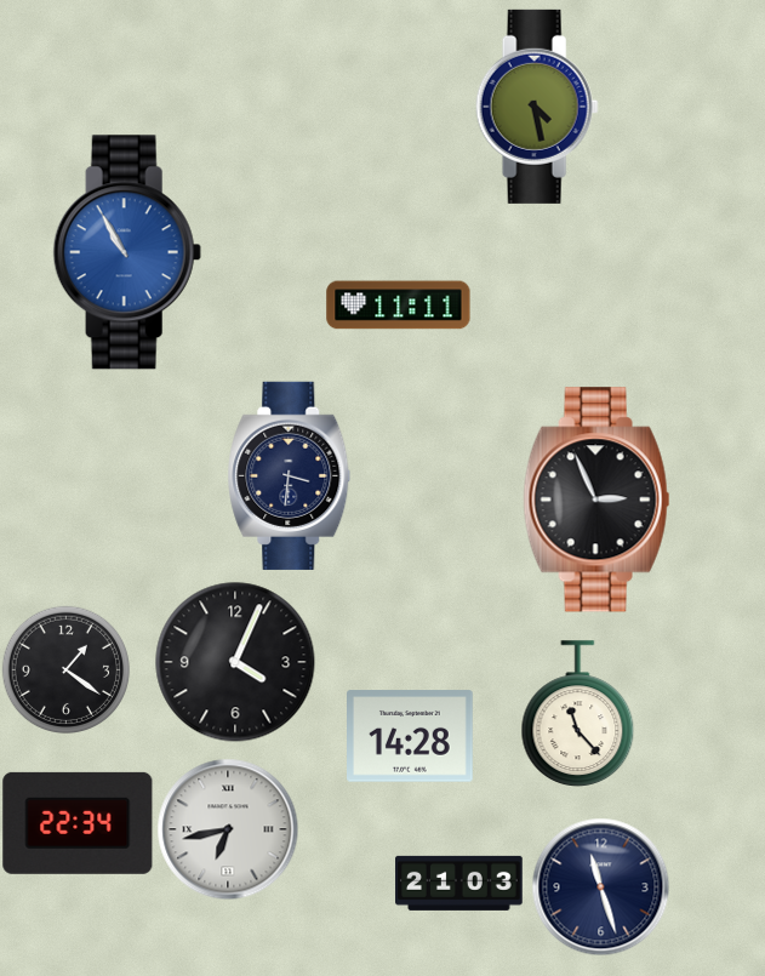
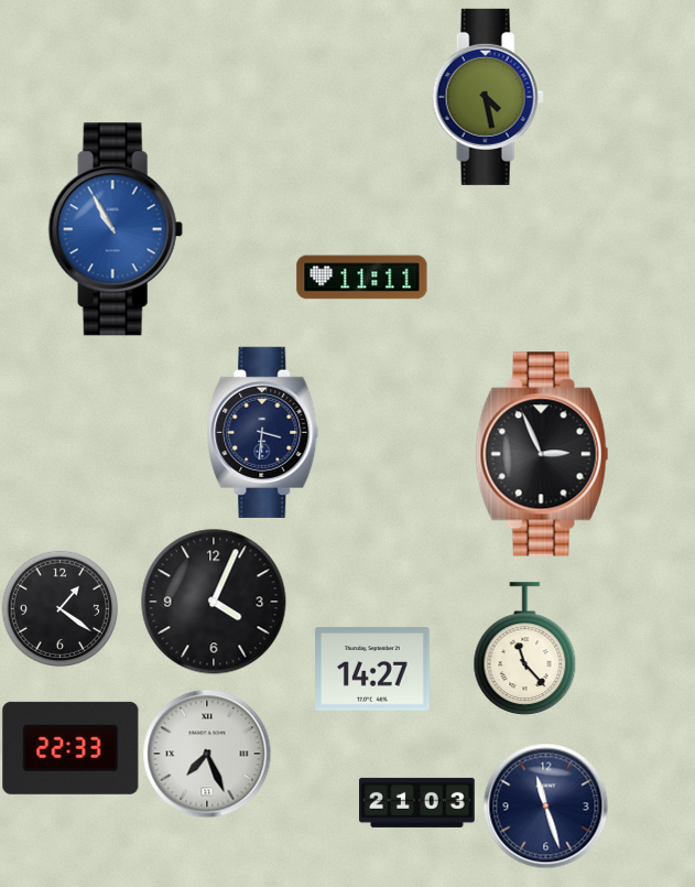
clock at (411, 736): 14:28 -> 14:27
clock at (78, 823): 22:34 -> 22:33
clock at (228, 829): 6:43 -> 7:26
